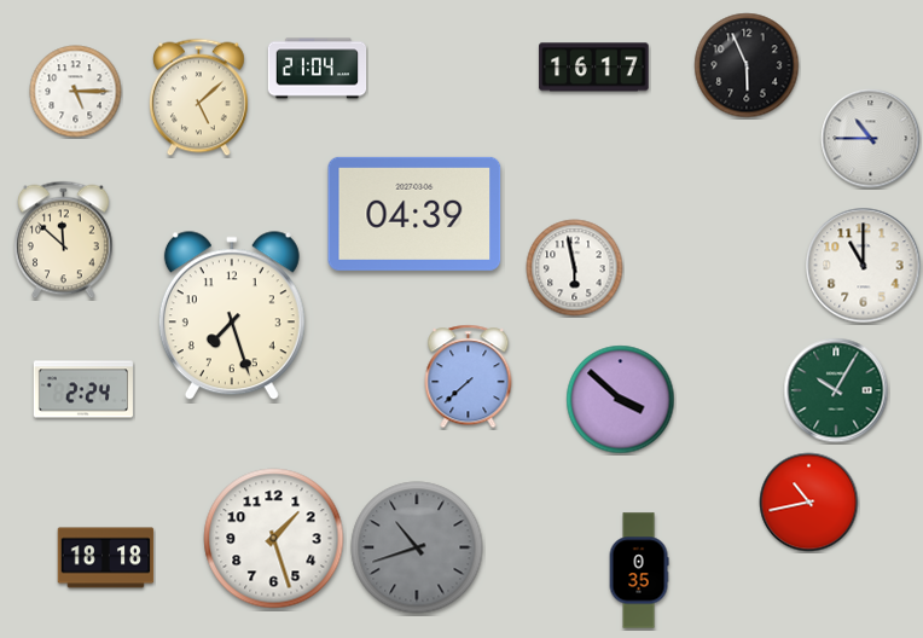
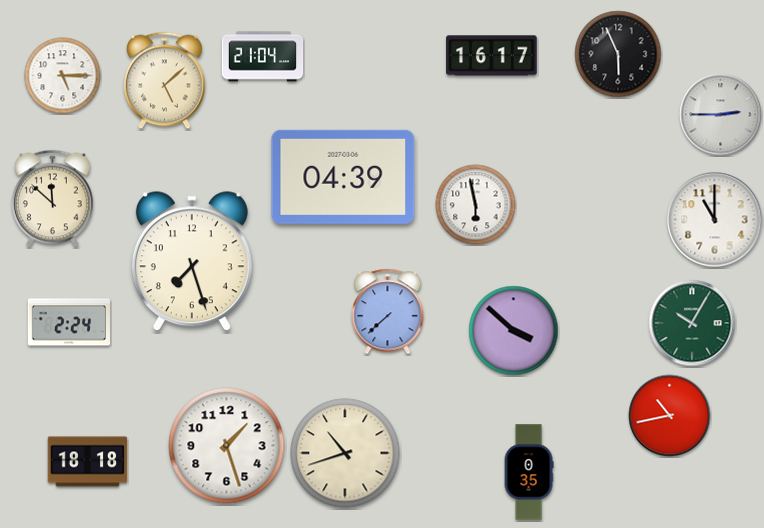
clock at (871, 139): 10:45 -> 2:45
clock at (575, 268) position: (575, 268) -> (476, 205)
clock at (417, 547) dial: grey -> cream
